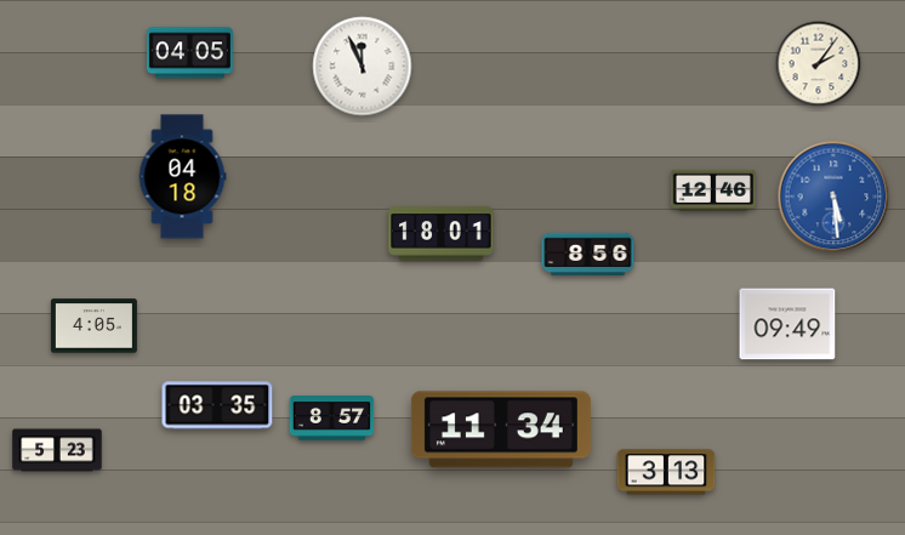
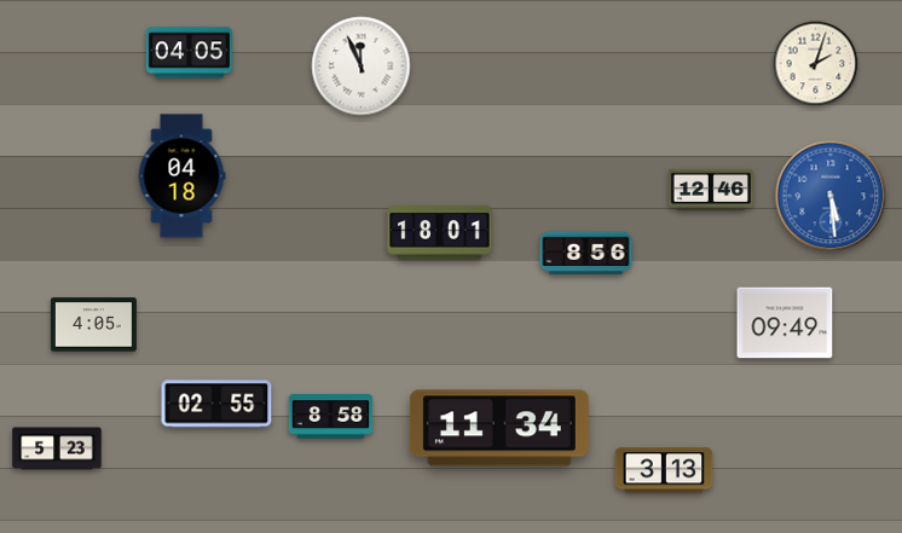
clock at (819, 64): 2:06 -> 2:03
clock at (217, 405): 03:35 -> 02:55
clock at (332, 419): 8:57 -> 8:58
